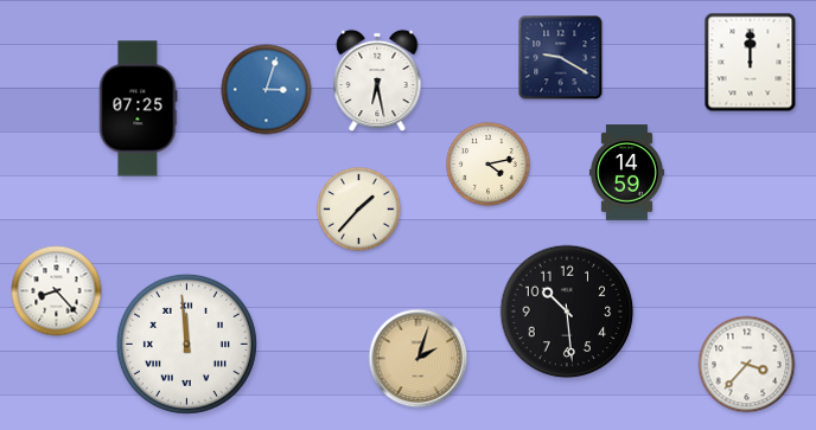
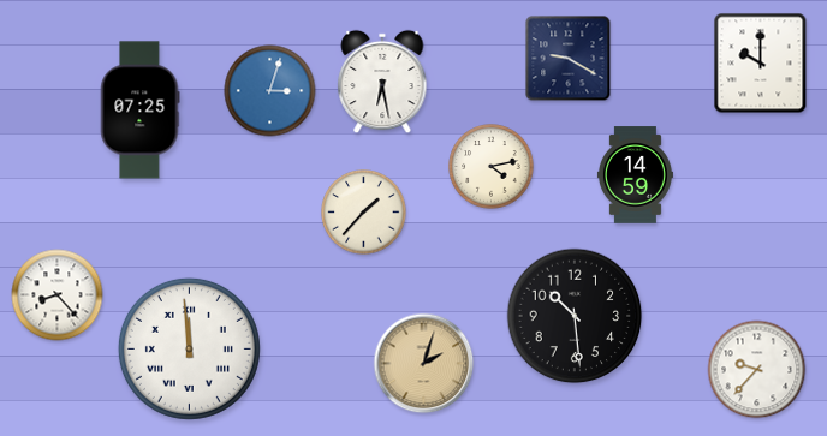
clock at (751, 63): 12:00 -> 10:00
clock at (489, 165) position: (489, 165) -> (492, 167)
clock at (747, 365): 3:37 -> 9:37
